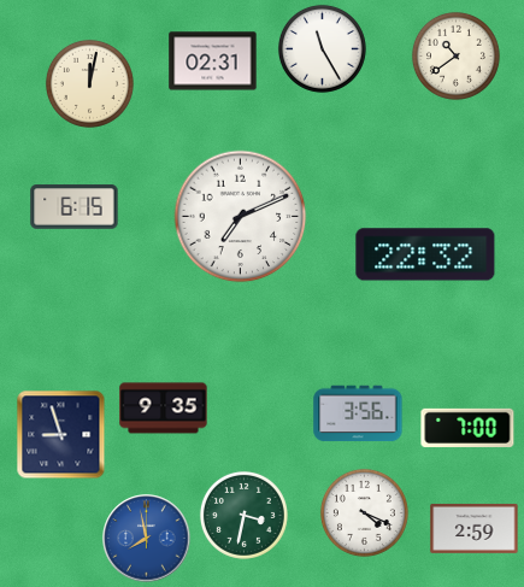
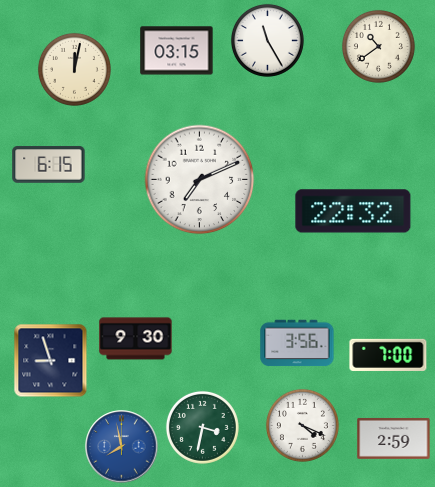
clock at (213, 61): 02:31 -> 03:15
clock at (75, 207) position: (75, 207) -> (49, 165)
clock at (164, 409): 9:35 -> 9:30
